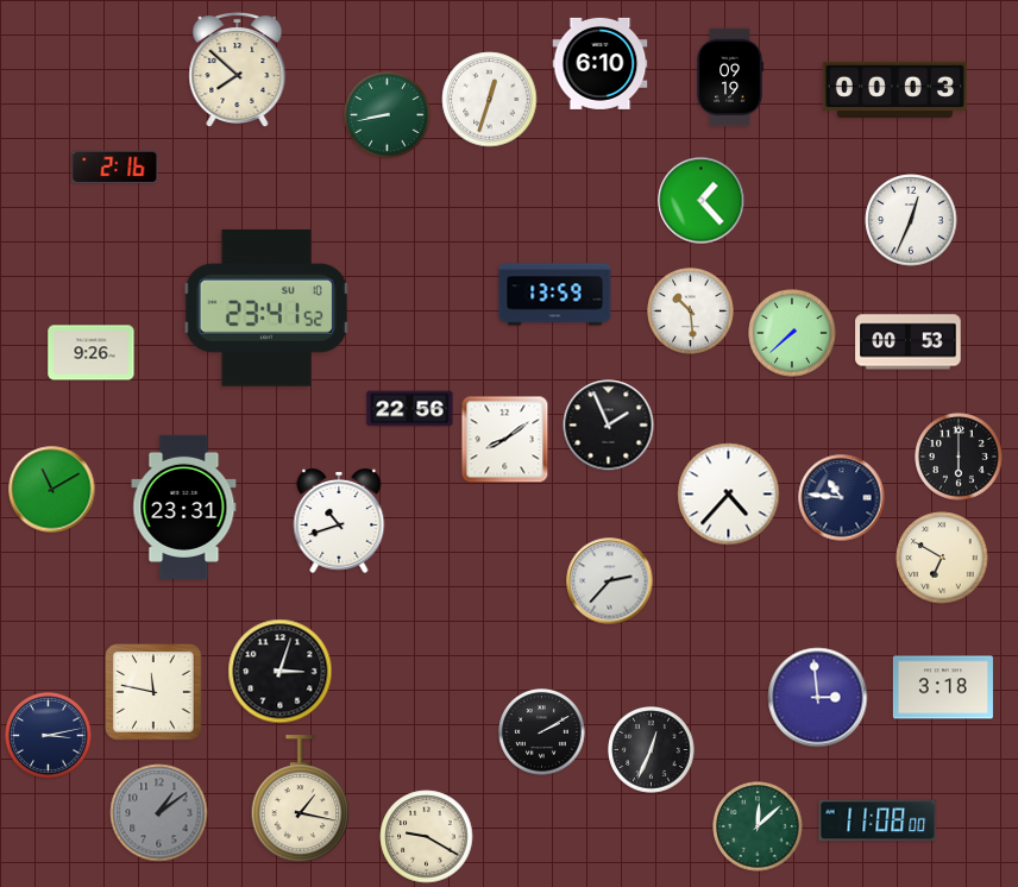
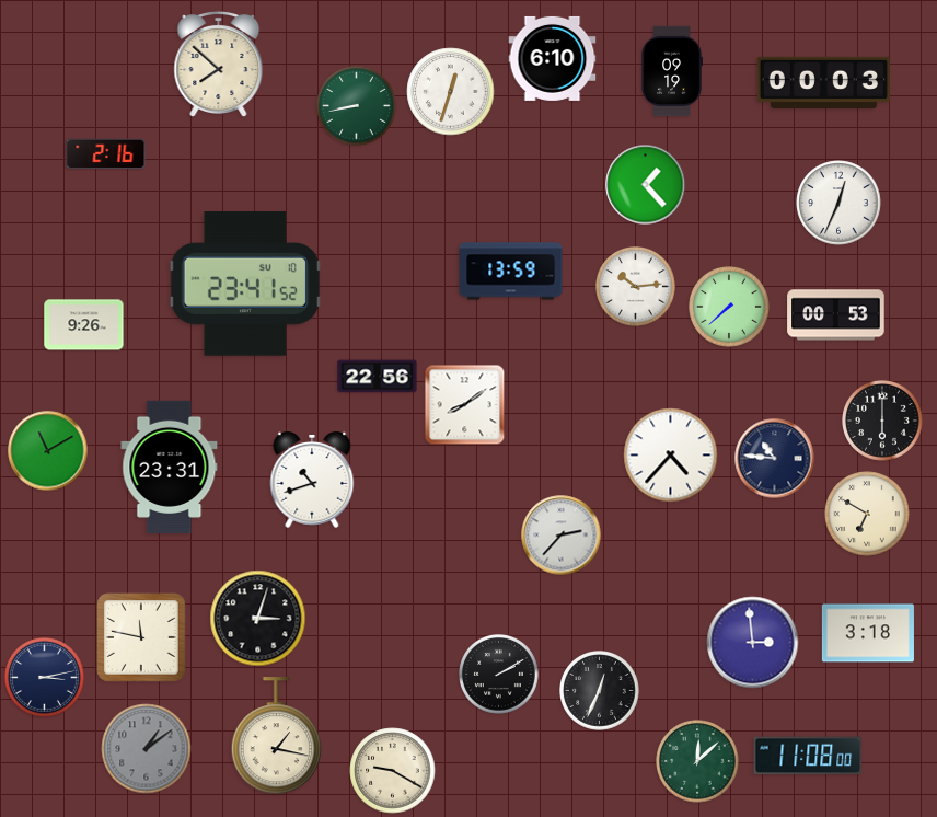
clock at (691, 312): 10:29 -> 10:14
clock at (609, 426): 1:56 -> none
